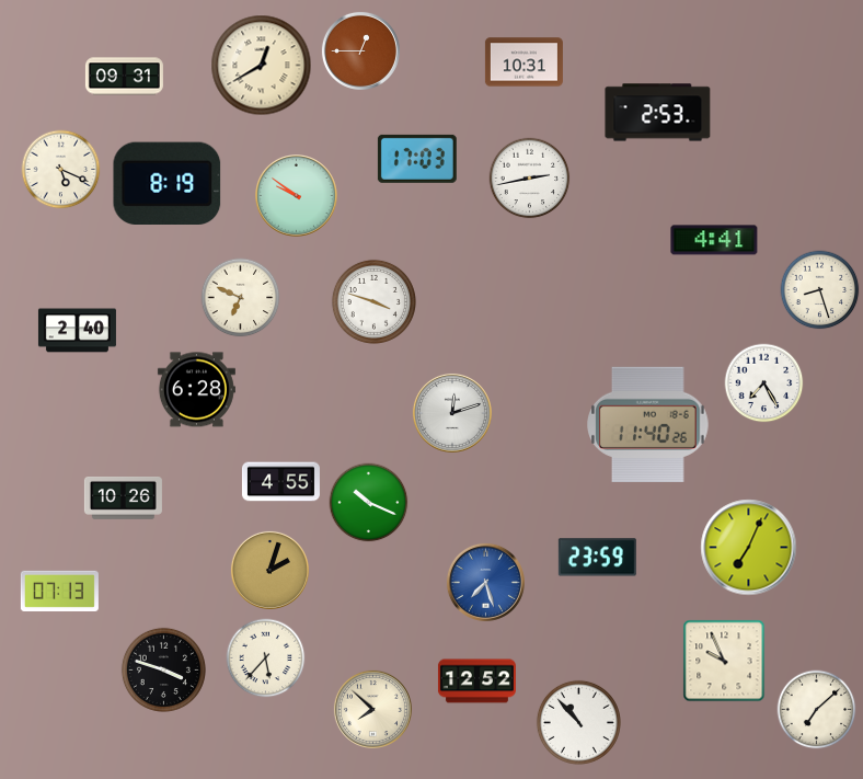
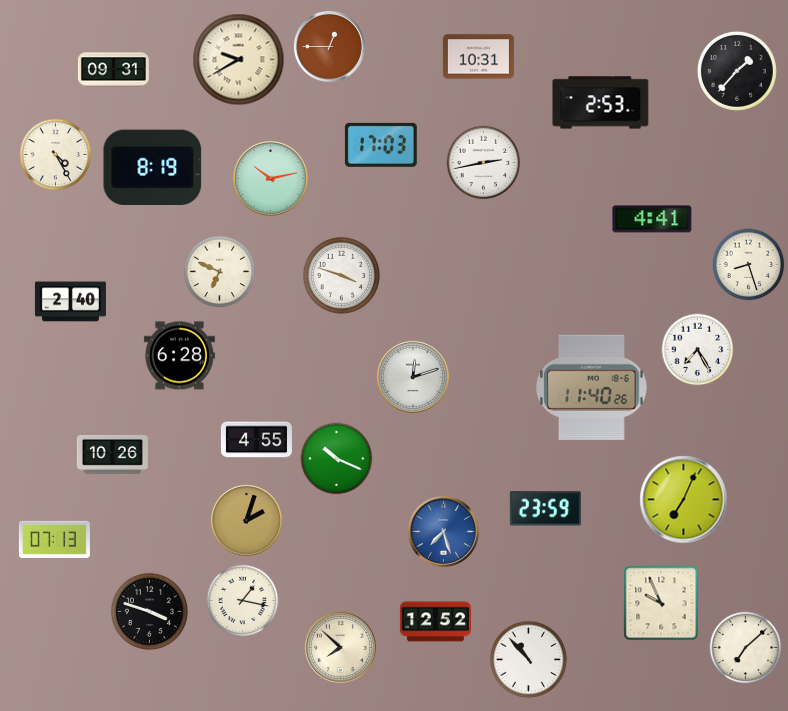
clock at (262, 66): 12:40 -> 9:40
clock at (737, 71): none -> 1:37
clock at (61, 170): 5:19 -> 4:25
clock at (297, 196): 9:51 -> 10:13
clock at (266, 658): 5:37 -> 1:17
